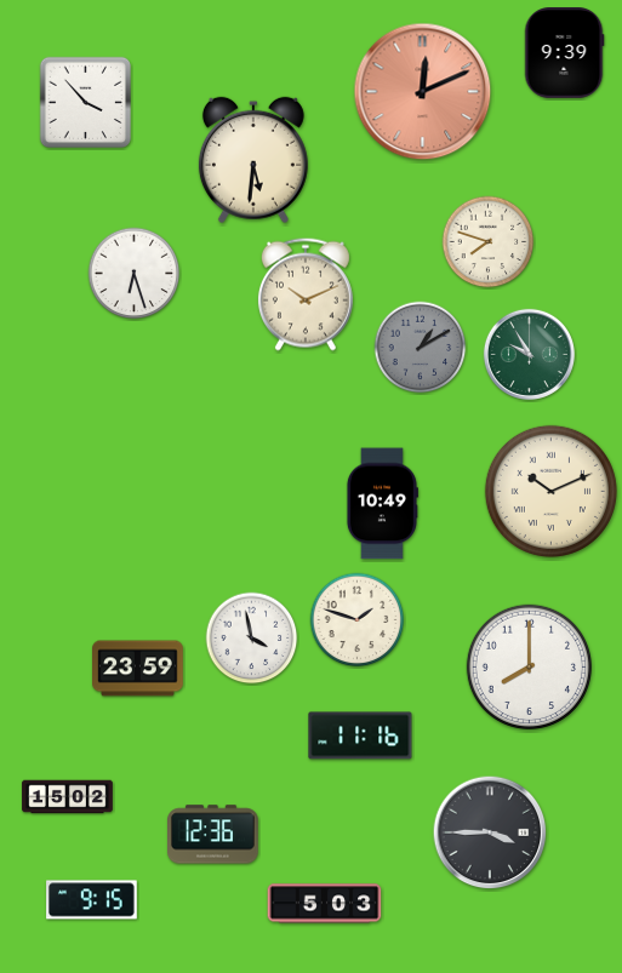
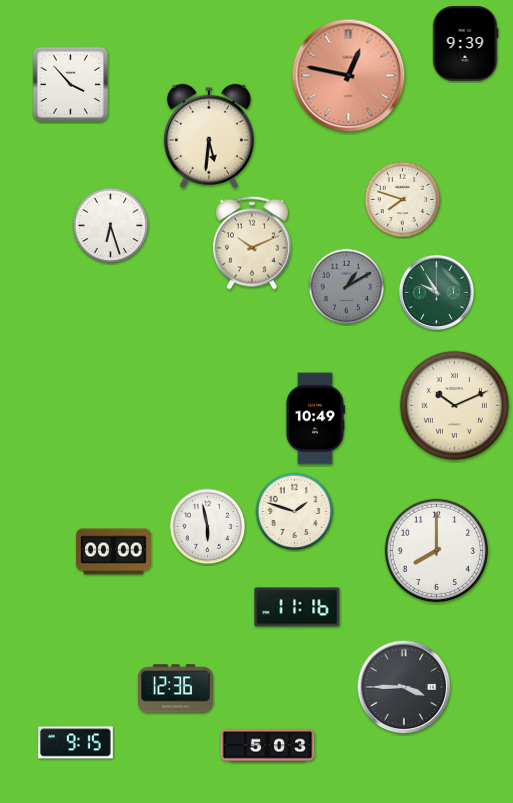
clock at (423, 92): 12:11 -> 12:47
clock at (253, 160) position: (253, 160) -> (209, 136)
clock at (382, 504) position: (382, 504) -> (315, 419)
clock at (252, 639): 3:58 -> 5:58
clock at (138, 669): 23:59 -> 00:00
clock at (68, 797): 15:02 -> none
